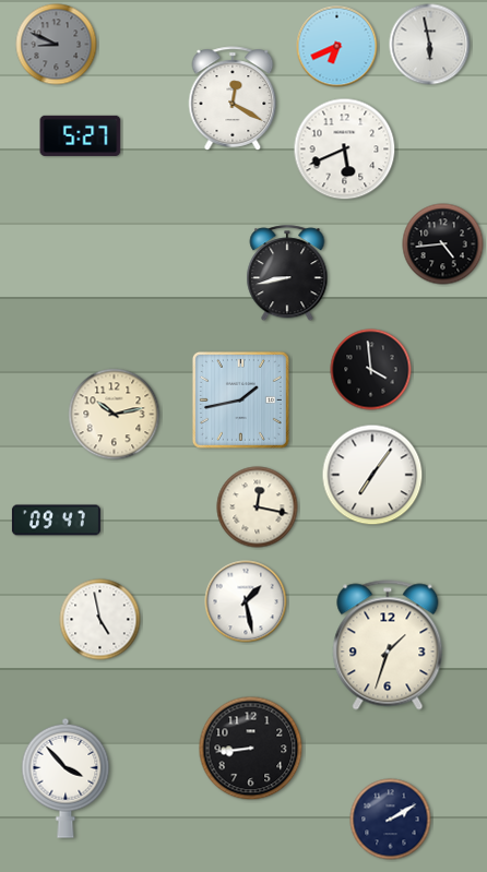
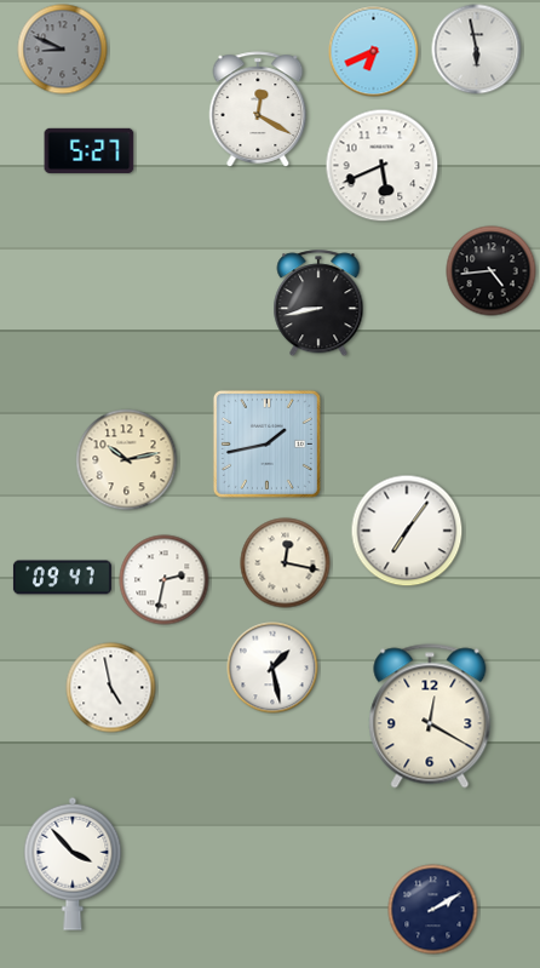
clock at (371, 370): 3:59 -> none
clock at (372, 475) position: (372, 475) -> (407, 531)
clock at (165, 580): none -> 2:32
clock at (388, 645): 1:33 -> 12:20
clock at (251, 749): 8:44 -> none
